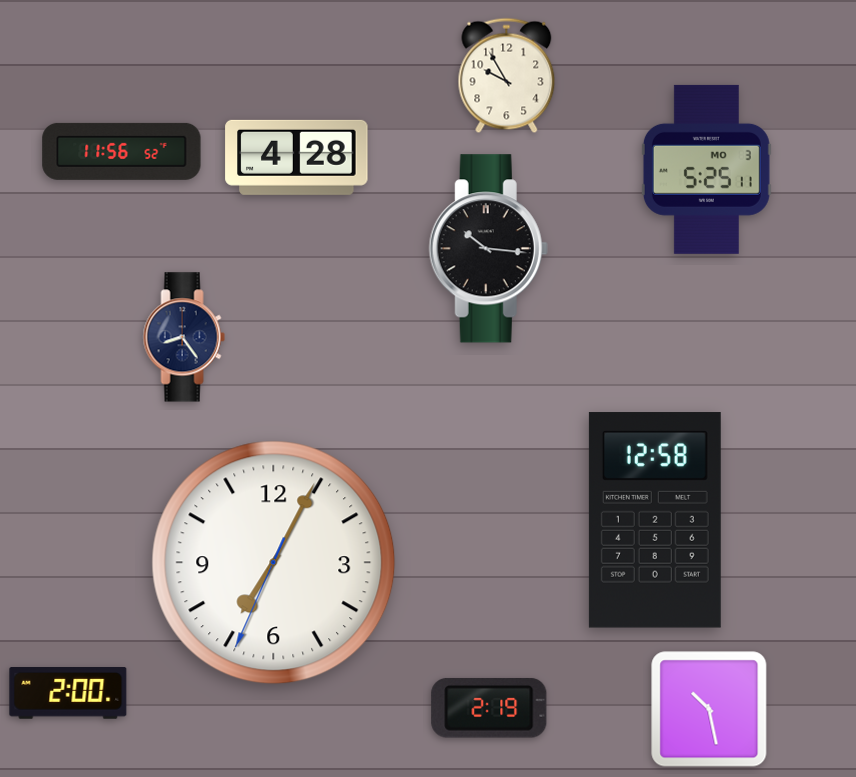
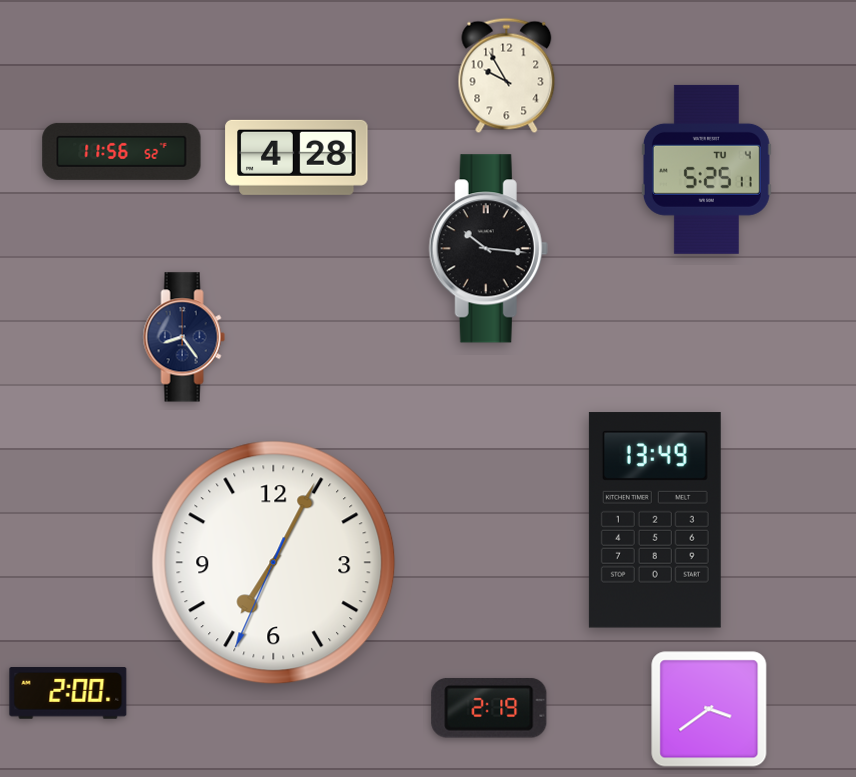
clock at (706, 169) date: MO 3 -> TU 4
clock at (655, 520): 12:58 -> 13:49
clock at (709, 709): 10:28 -> 3:39
